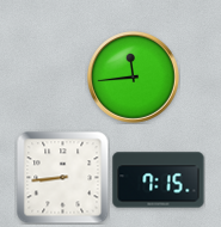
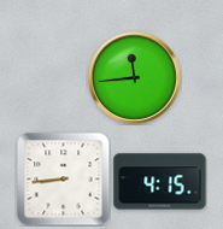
clock at (159, 180): 7:15 -> 4:15
